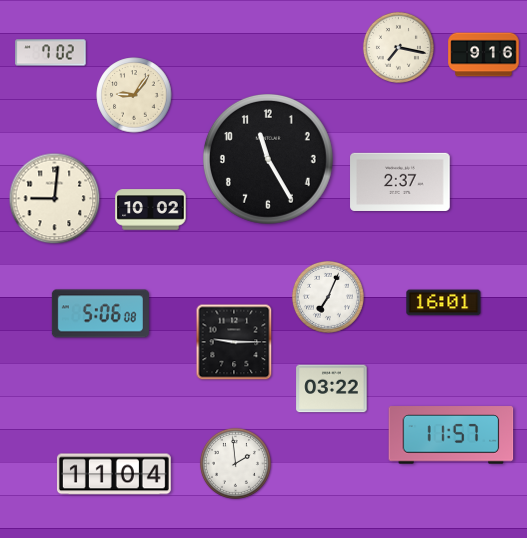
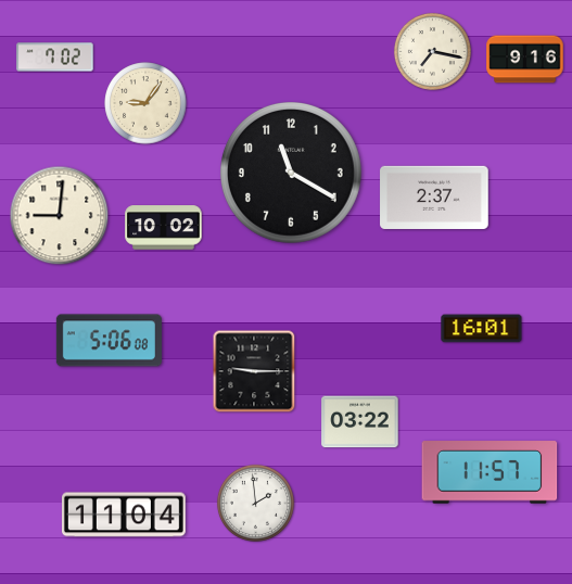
clock at (268, 159): 11:25 -> 11:20
clock at (328, 297): 7:04 -> none
